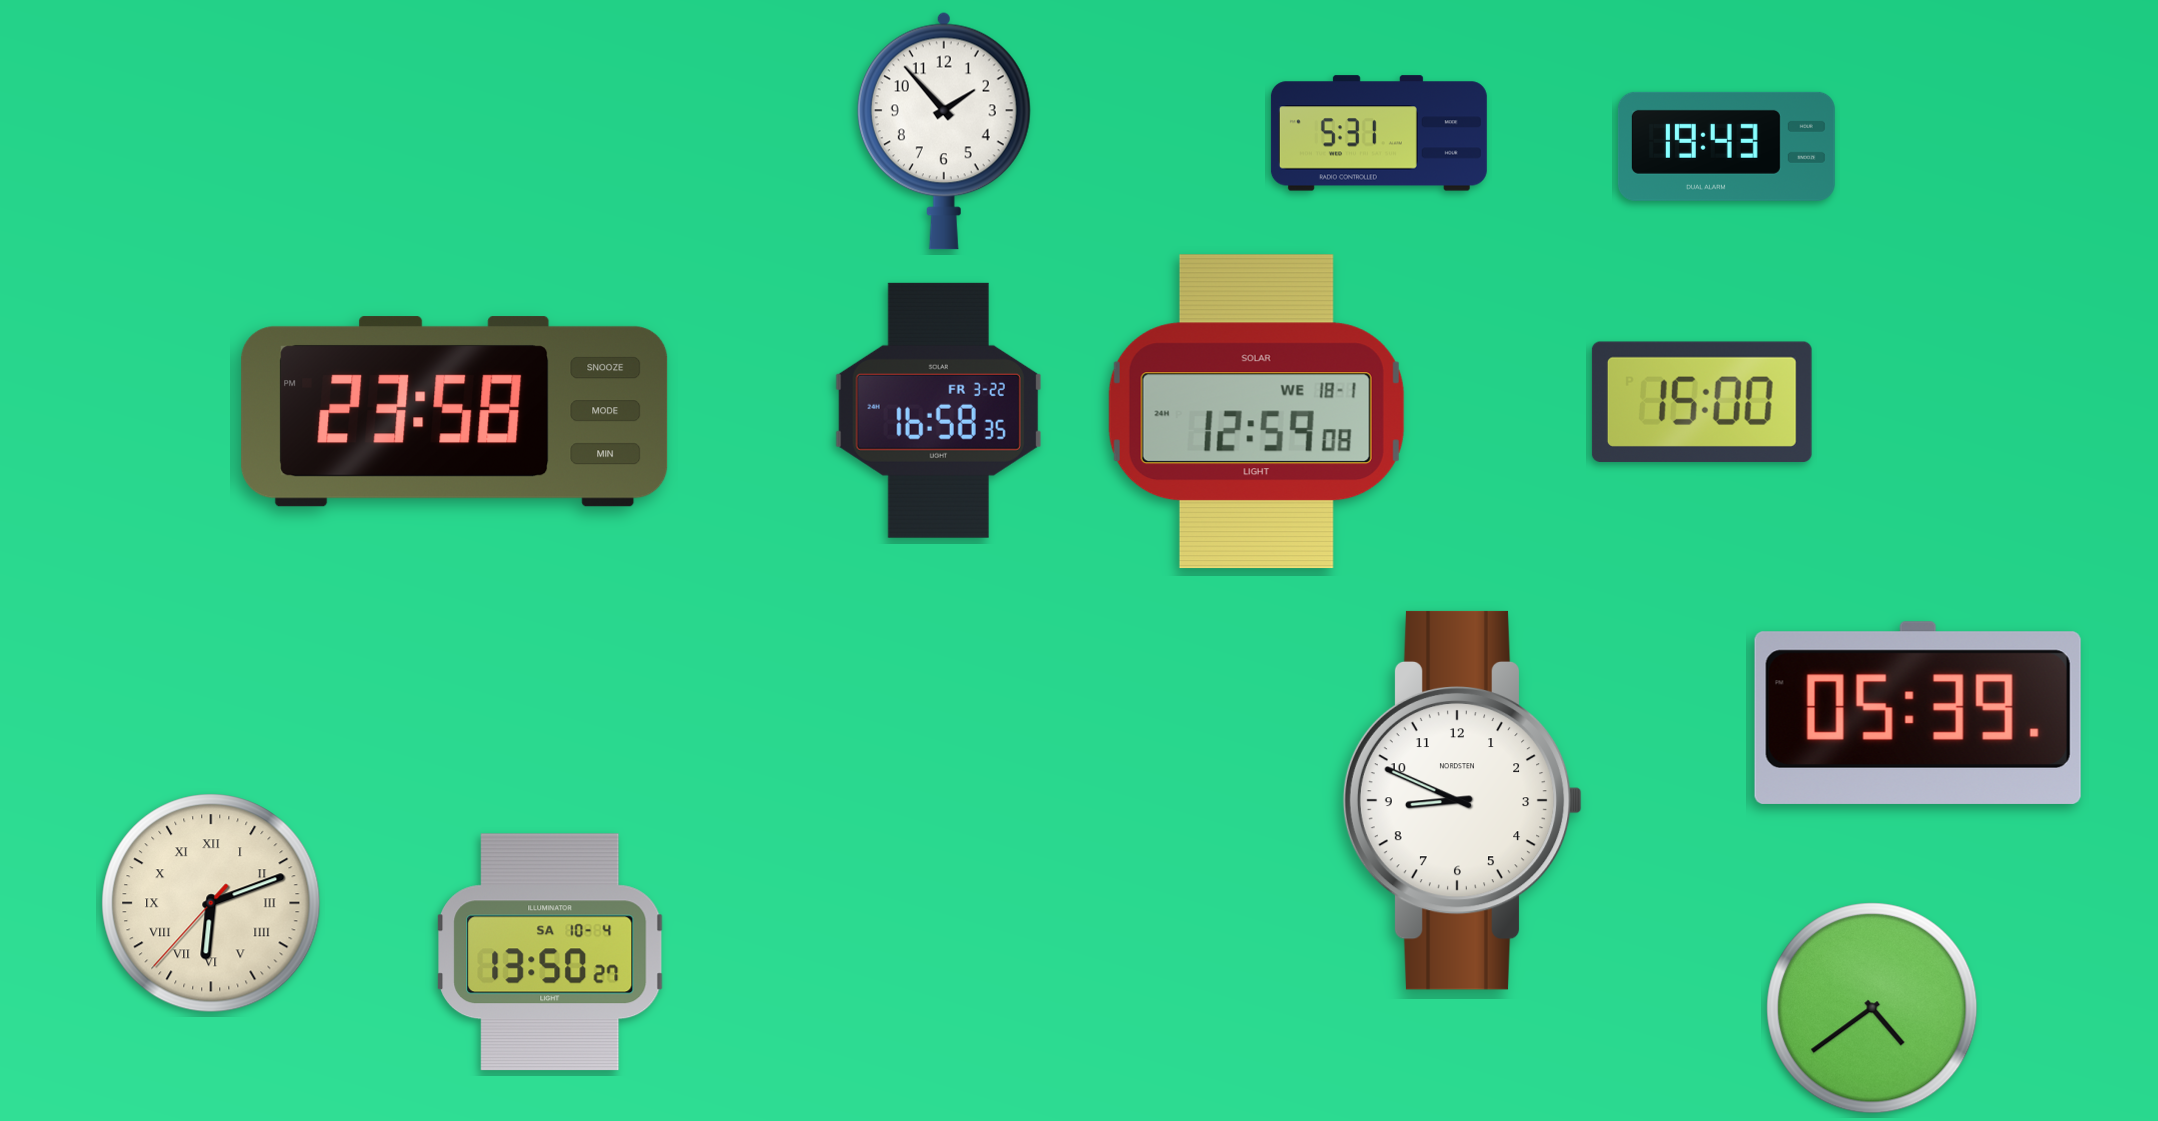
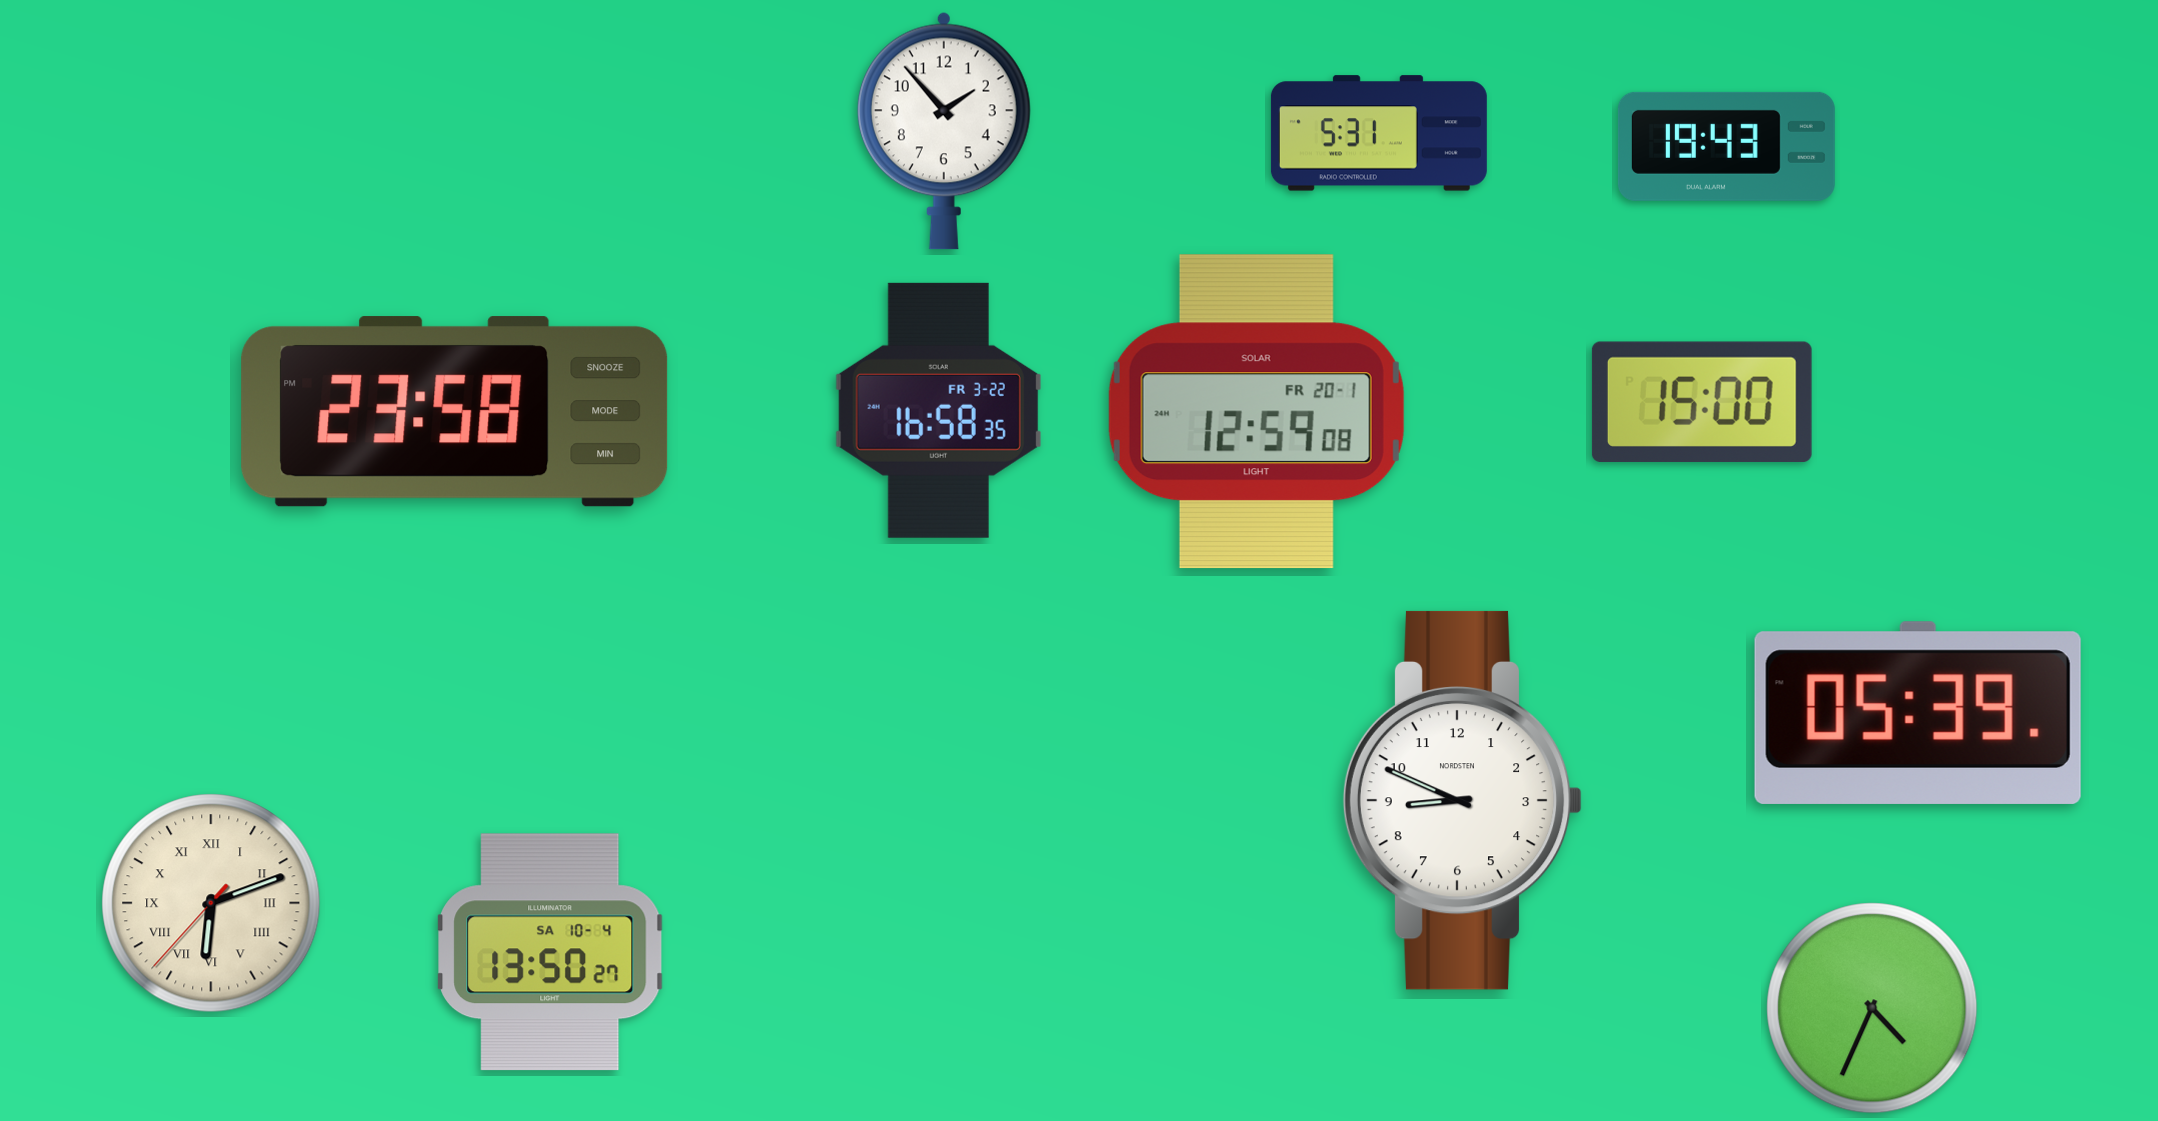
clock at (1256, 412) date: WE 18-1 -> FR 20-1
clock at (1872, 1008): 4:39 -> 4:34
